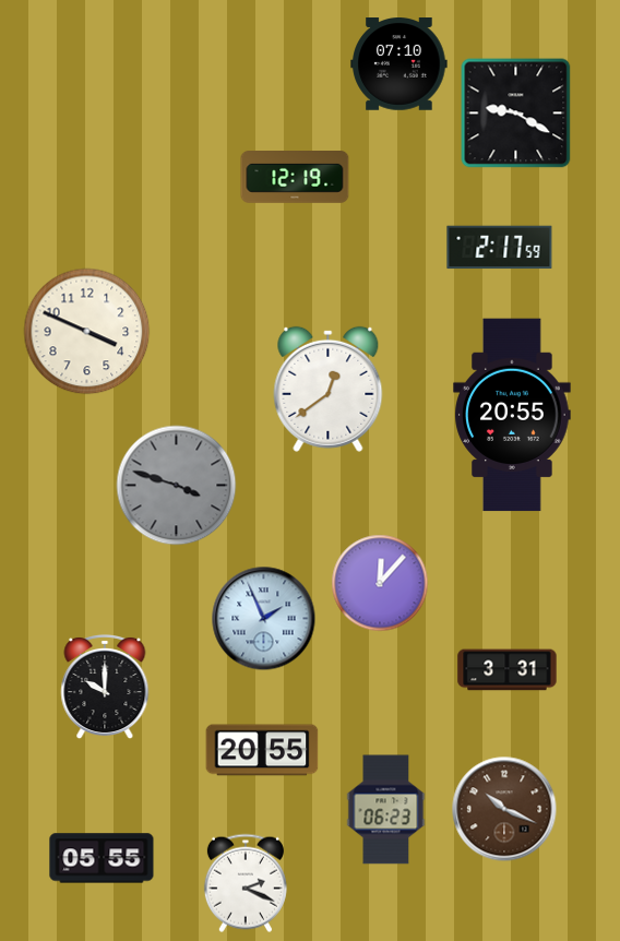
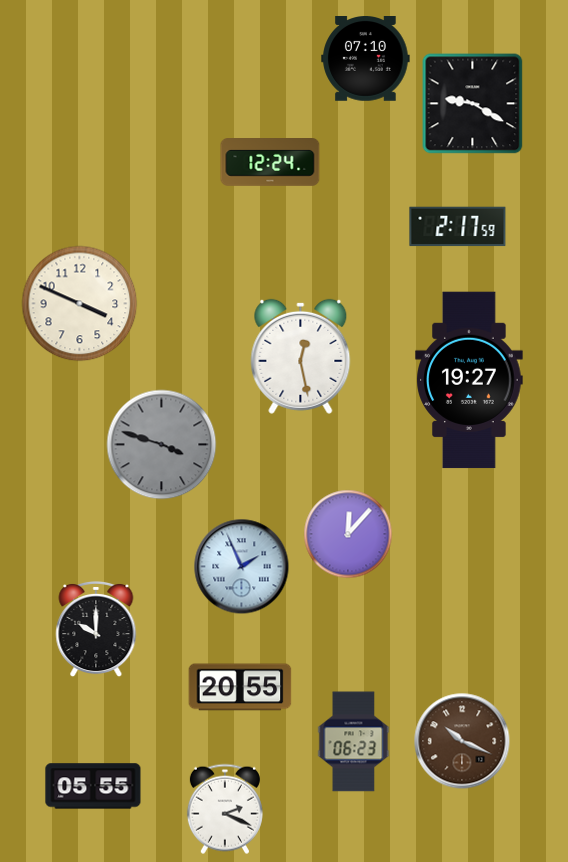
clock at (295, 178): 12:19 -> 12:24
clock at (329, 389): 12:39 -> 12:28
clock at (512, 415): 20:55 -> 19:27
clock at (508, 670): 3:31 -> none
